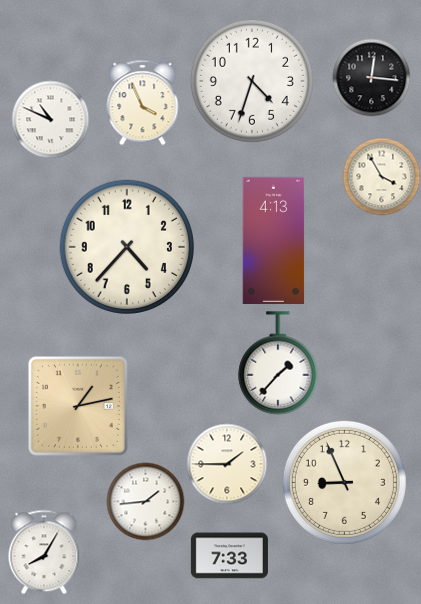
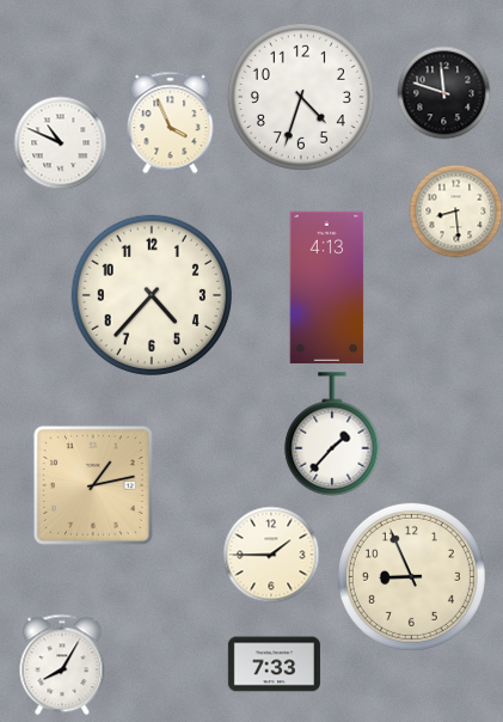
clock at (371, 77): 12:16 -> 11:48
clock at (381, 176): 3:55 -> 8:29
clock at (145, 501): 1:44 -> none
clock at (44, 552) position: (44, 552) -> (62, 665)
